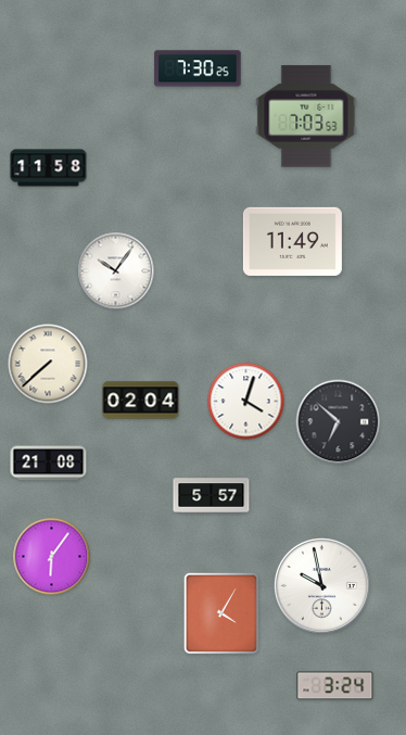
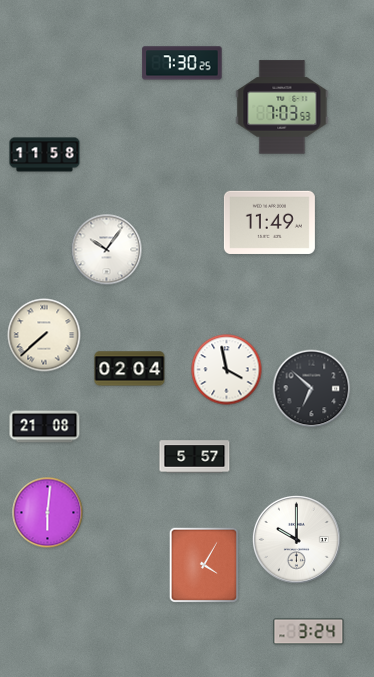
clock at (246, 402): 4:03 -> 3:58
clock at (52, 557): 6:06 -> 6:01
clock at (321, 585): 9:58 -> 10:00
